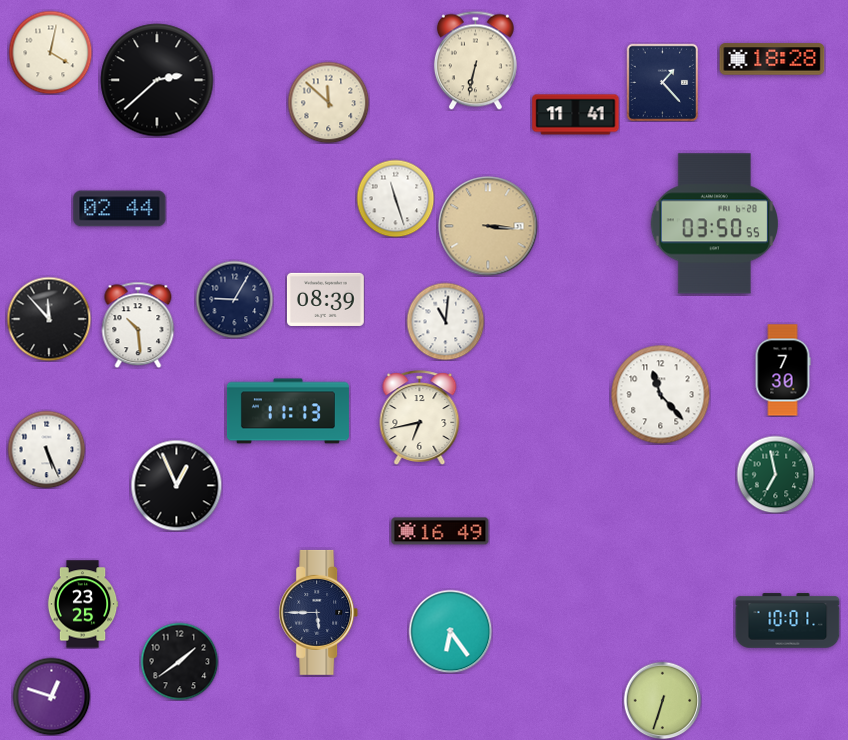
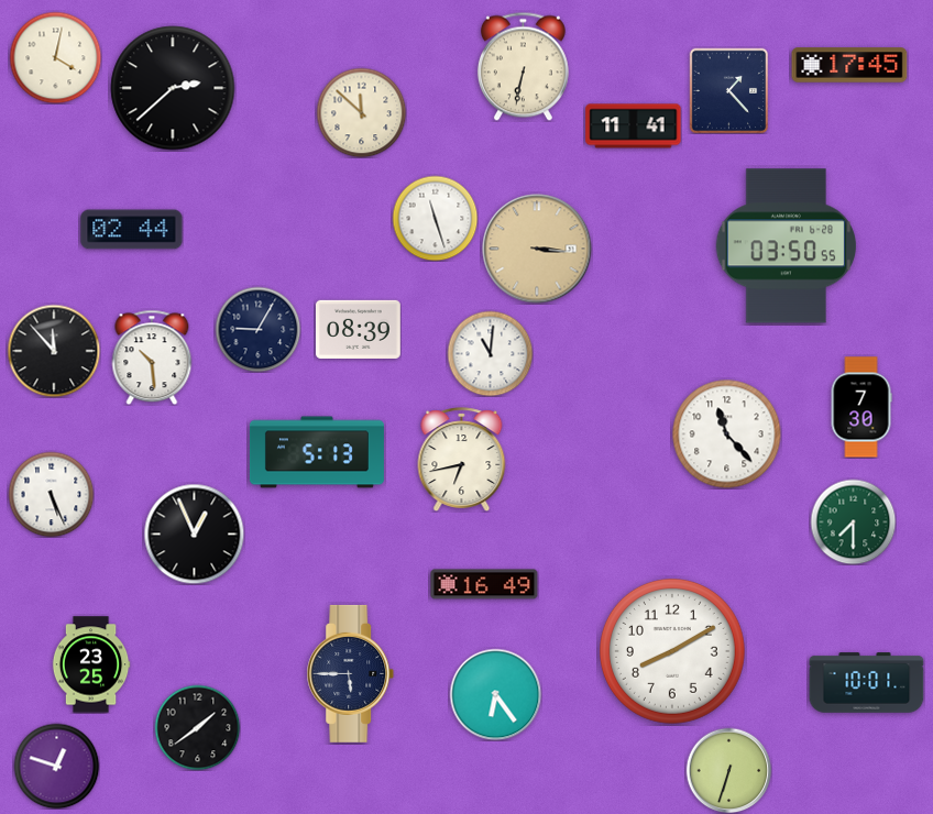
clock at (772, 59): 18:28 -> 17:45
clock at (288, 411): 11:13 -> 5:13
clock at (775, 474): 6:58 -> 7:30
clock at (672, 651): none -> 8:10
